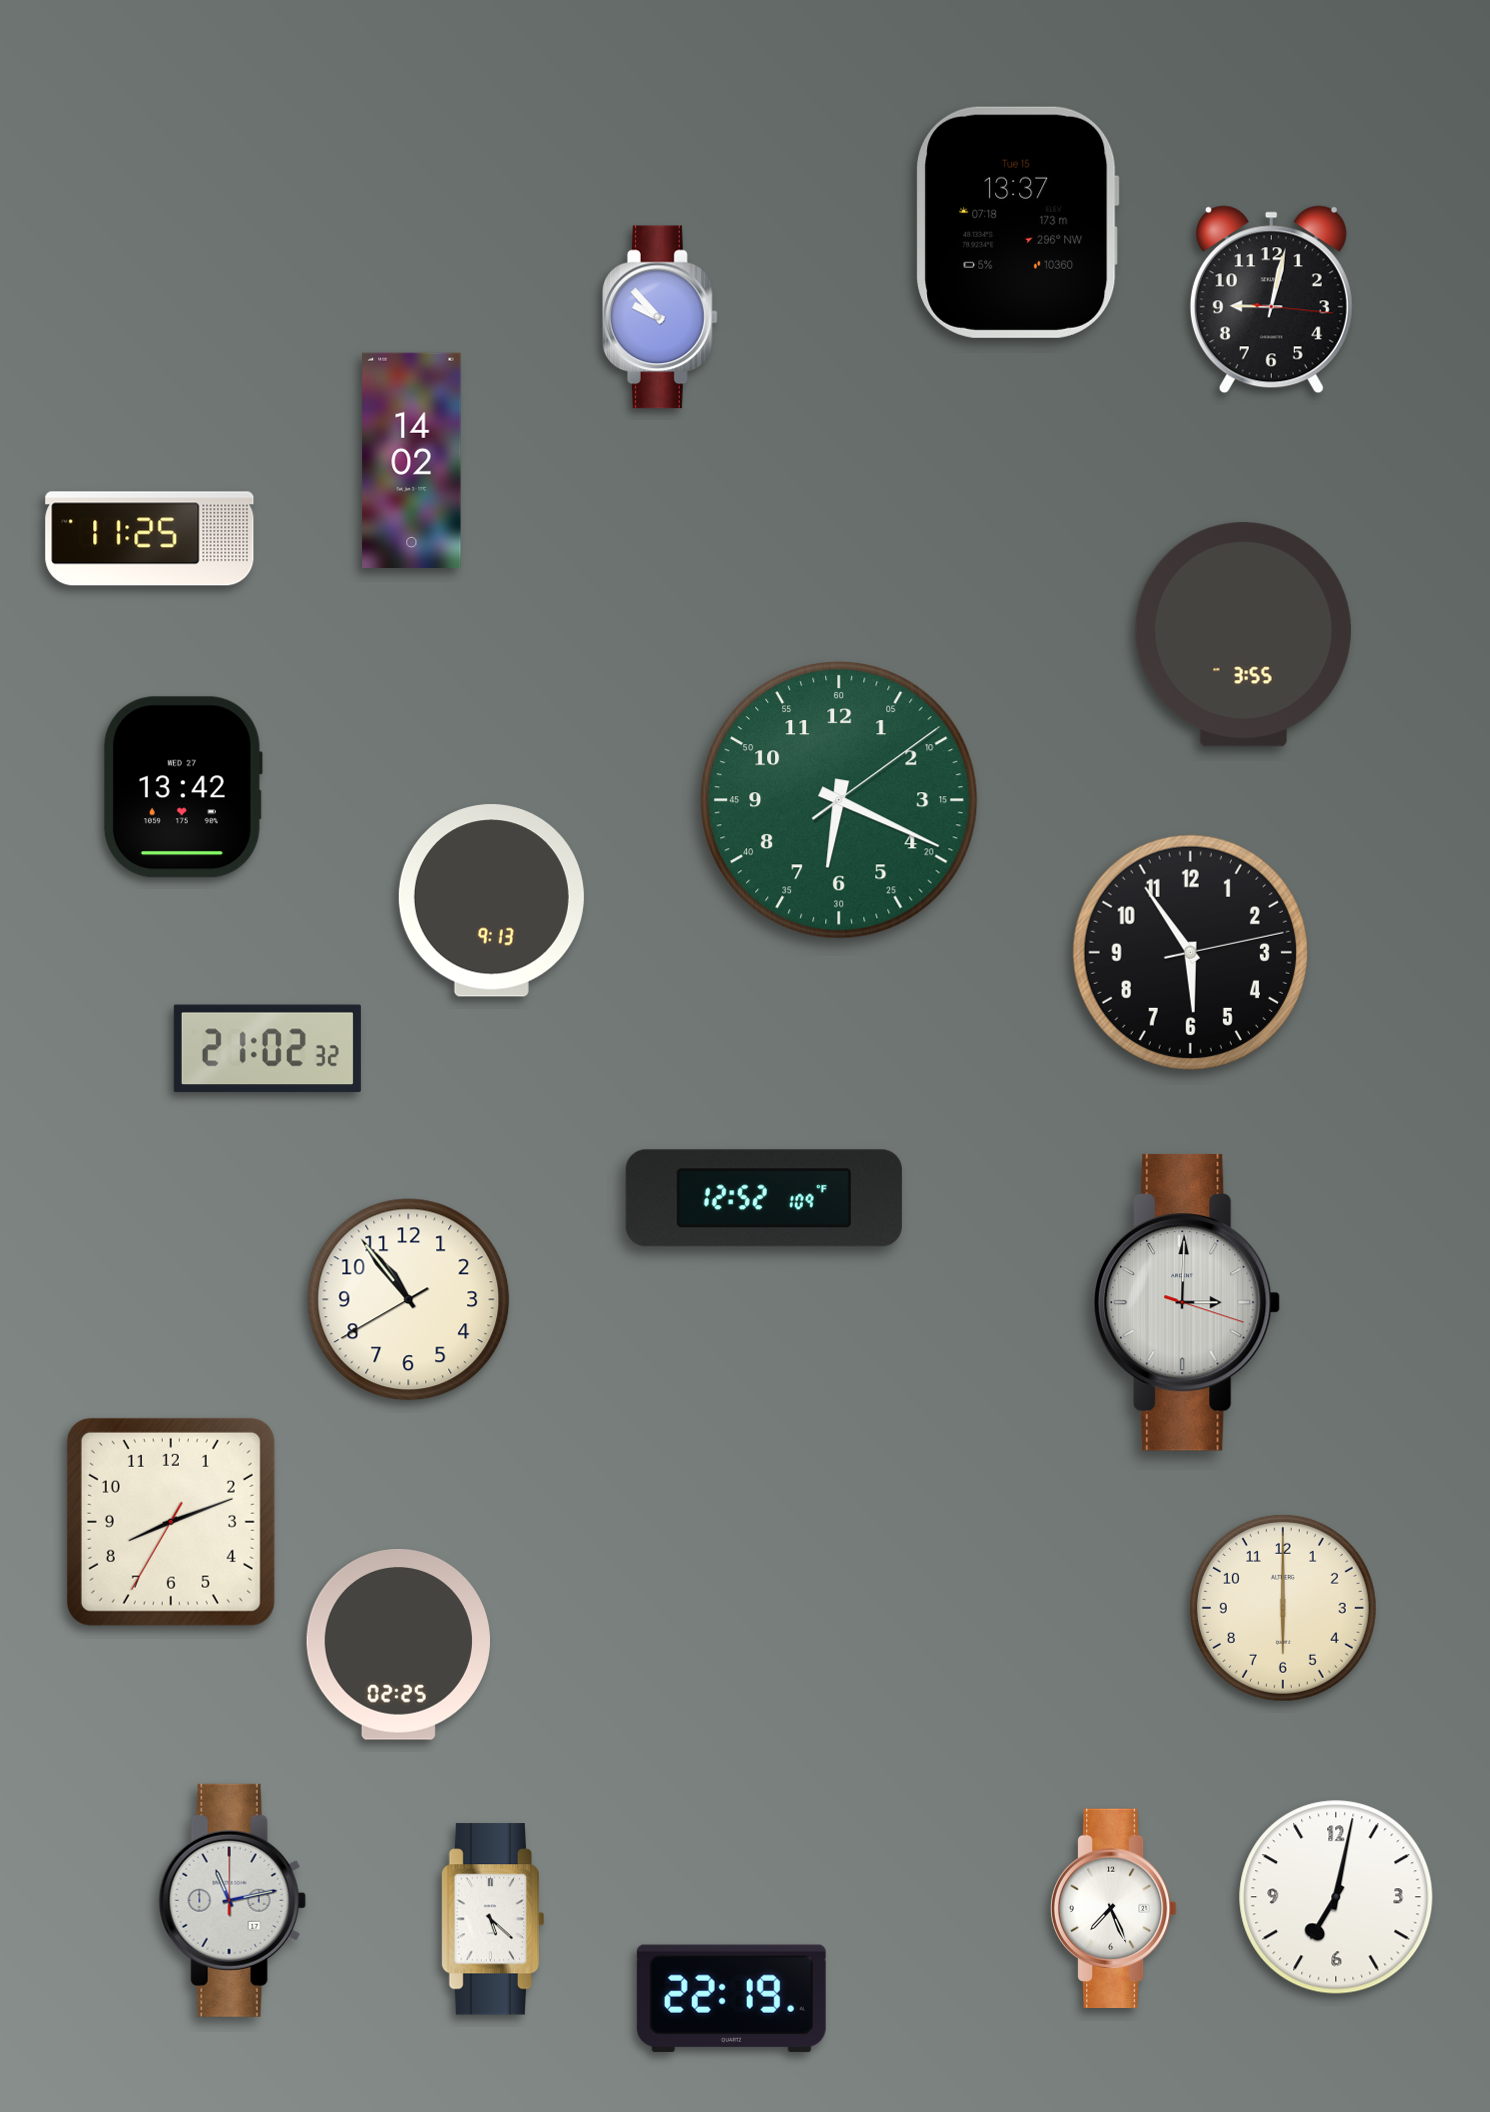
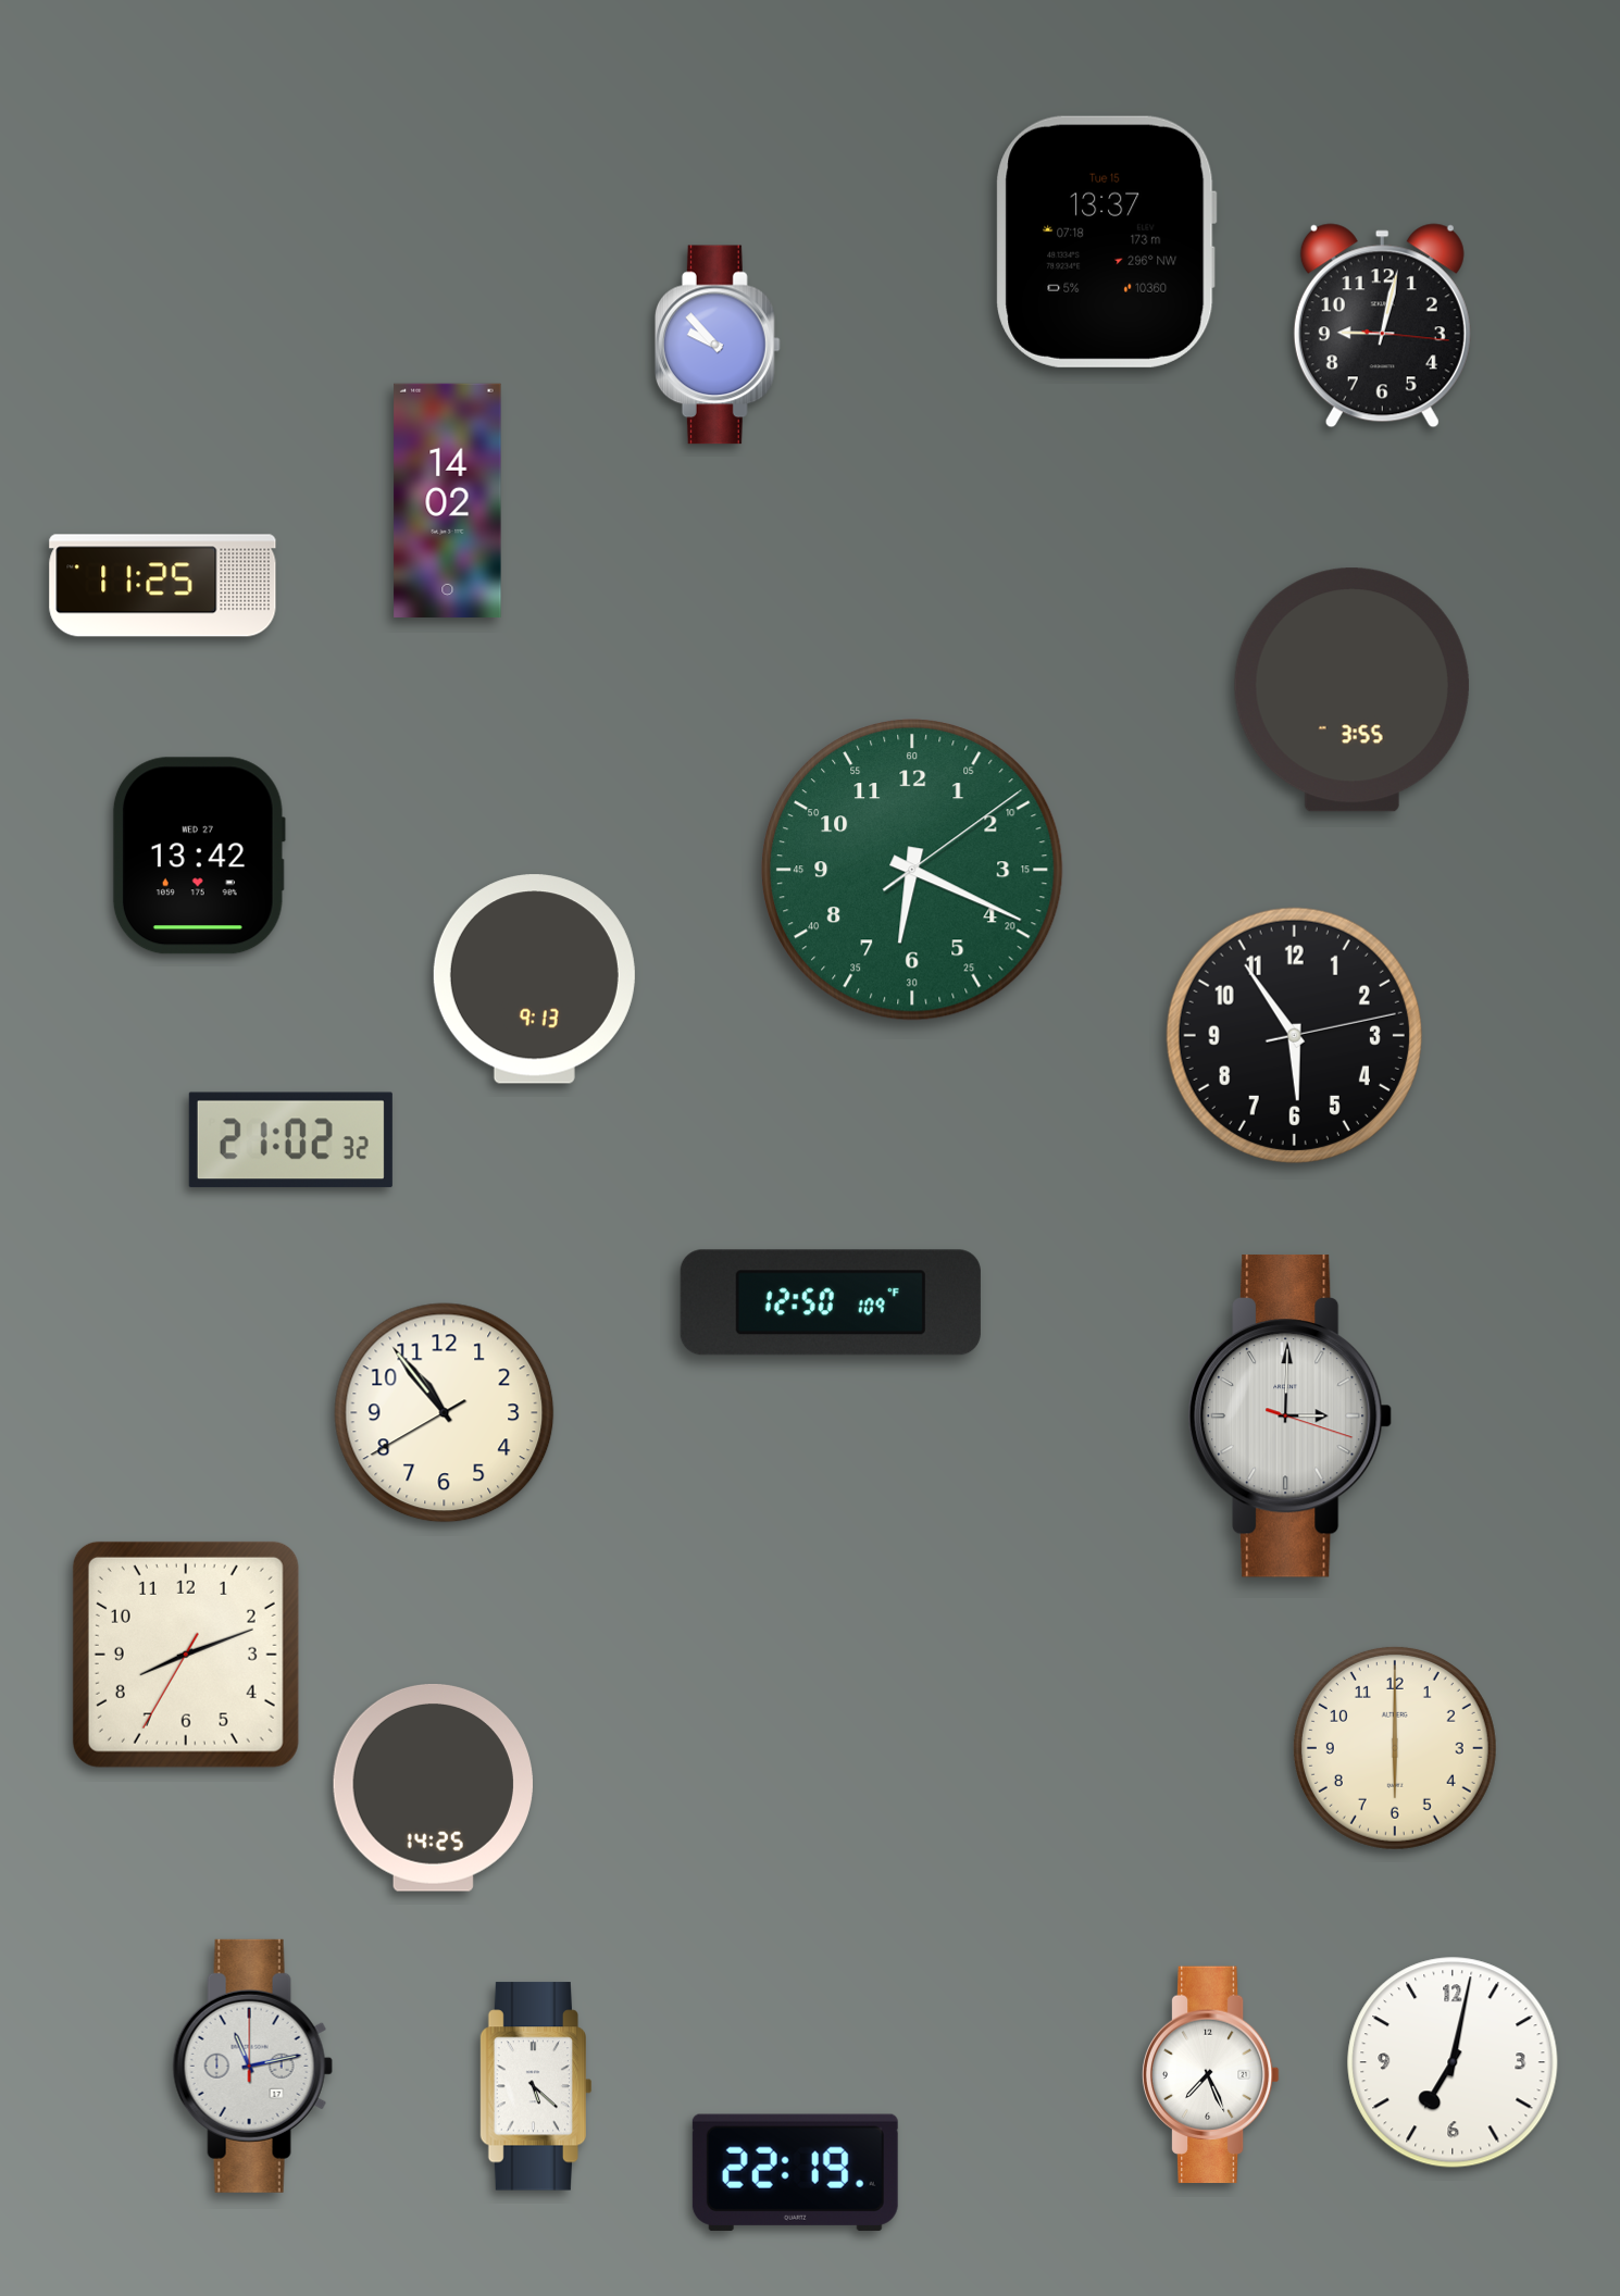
clock at (764, 1198): 12:52 -> 12:50
clock at (398, 1644): 02:25 -> 14:25
